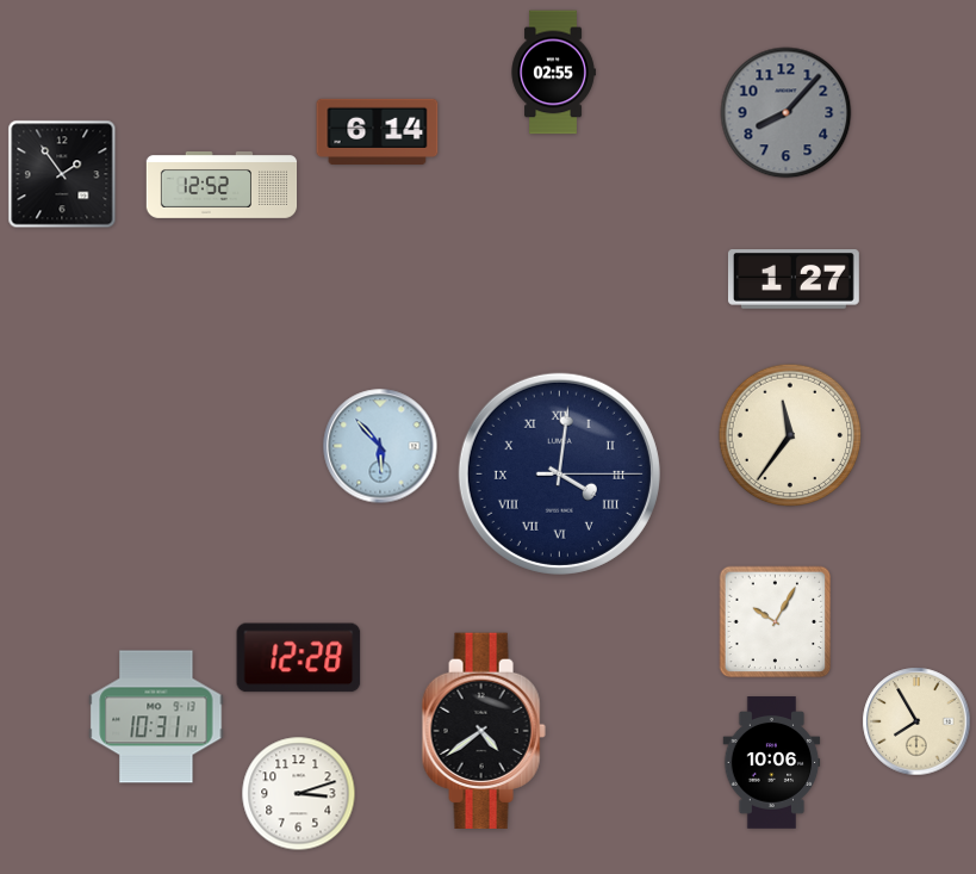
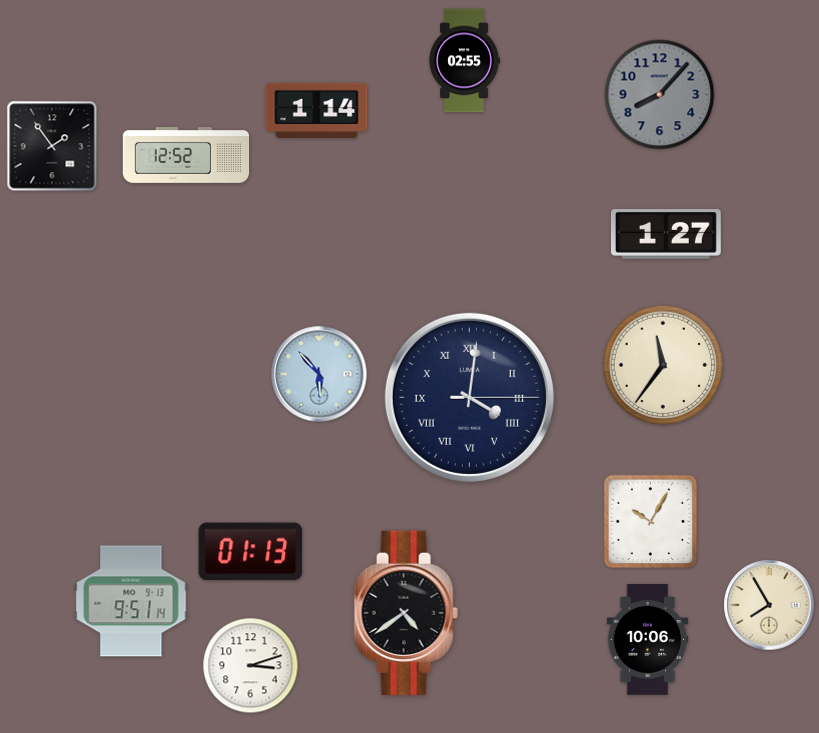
clock at (378, 131): 6:14 -> 1:14
clock at (299, 658): 12:28 -> 01:13
clock at (156, 717): 10:31 -> 9:51
